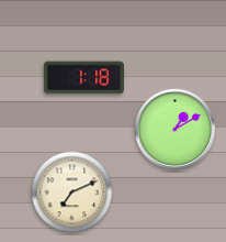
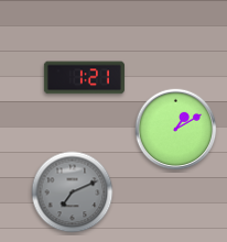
clock at (83, 78): 1:18 -> 1:21
clock at (72, 193) dial: cream -> grey
